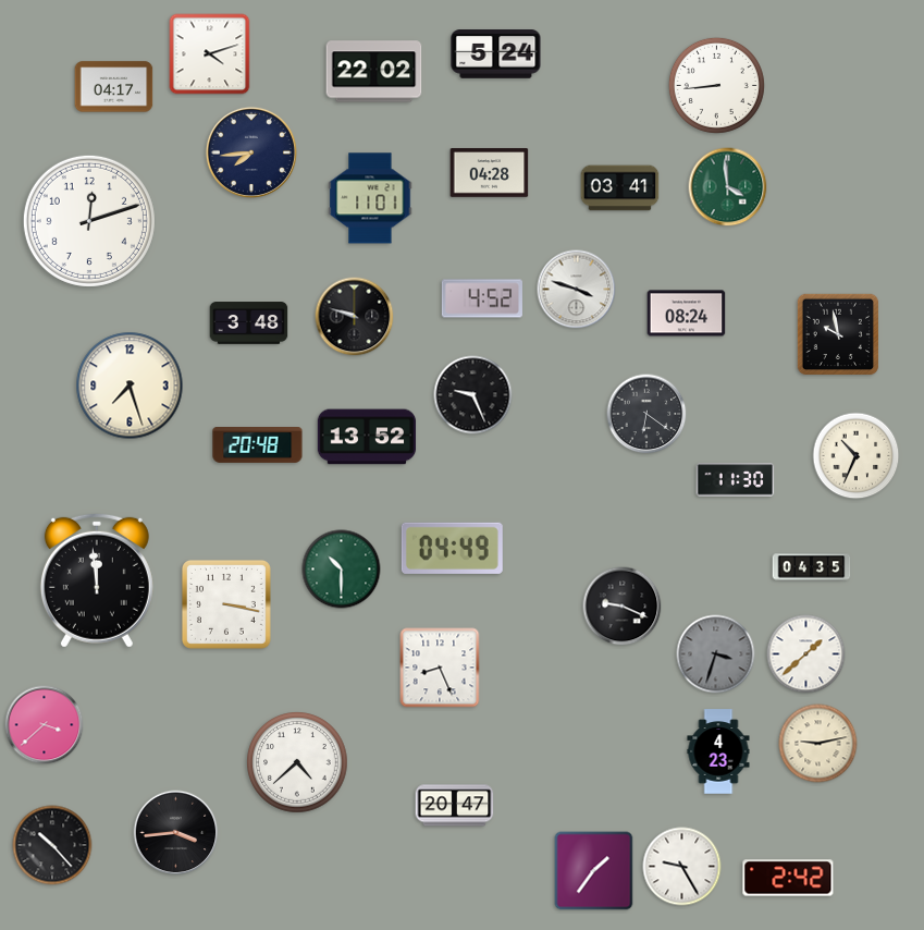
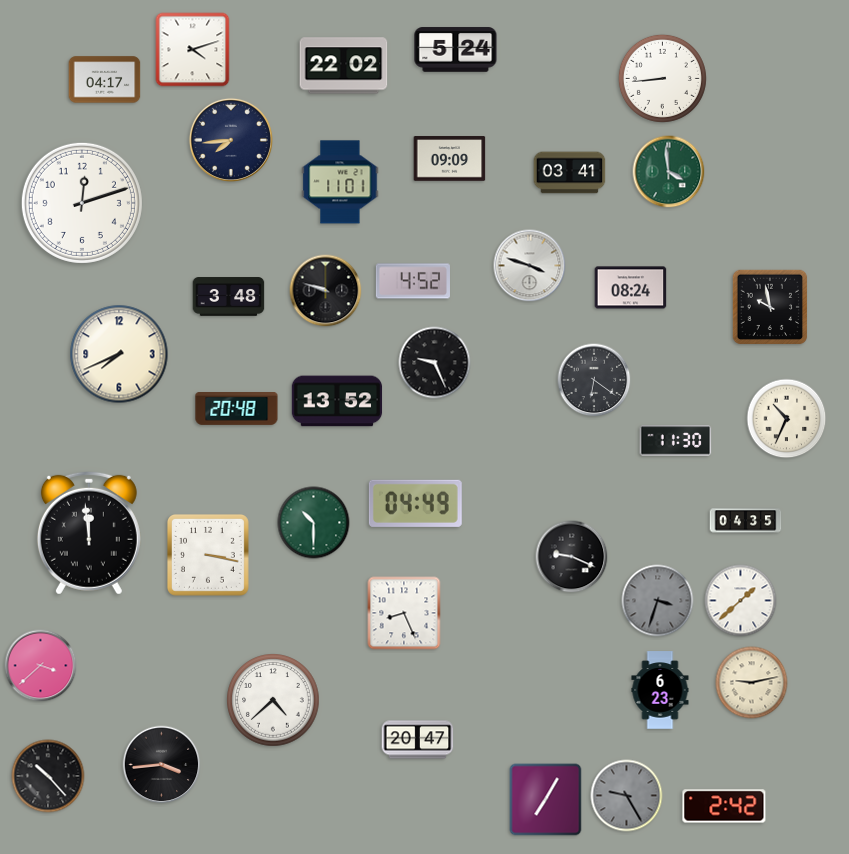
clock at (716, 85) position: (716, 85) -> (662, 78)
clock at (490, 173): 04:28 -> 09:09
clock at (481, 298) position: (481, 298) -> (412, 281)
clock at (130, 386): 7:27 -> 7:41
clock at (718, 751): 4:23 -> 6:23
clock at (682, 867) dial: white -> grey
clock at (594, 871): 1:36 -> 7:05
